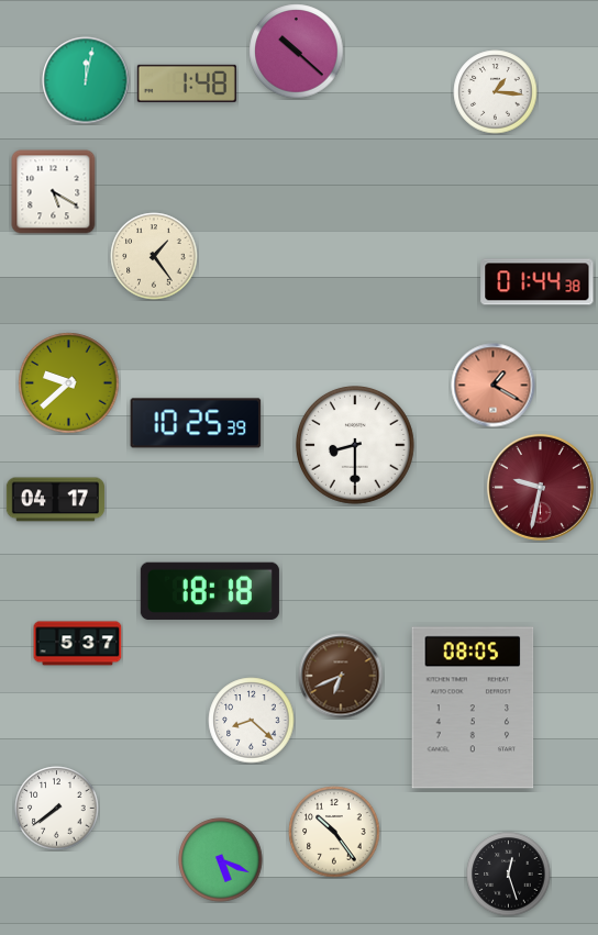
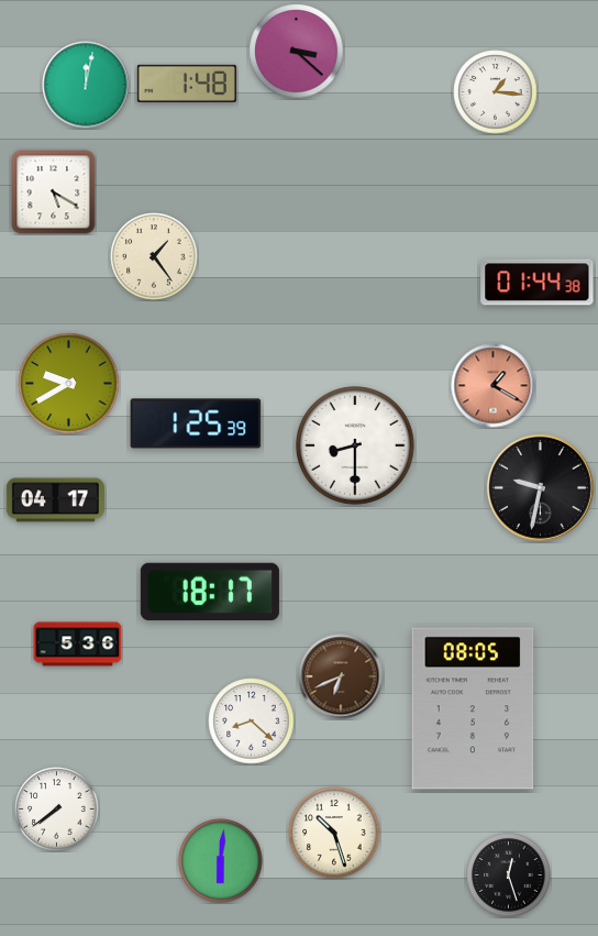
clock at (297, 52): 10:22 -> 3:22
clock at (86, 80) position: (86, 80) -> (86, 85)
clock at (69, 383): 9:38 -> 9:40
clock at (196, 423): 10:25 -> 1:25
clock at (540, 487) dial: burgundy -> black
clock at (210, 590): 18:18 -> 18:17
clock at (78, 644): 5:37 -> 5:36
clock at (334, 832): 10:24 -> 10:27
clock at (221, 860): 5:19 -> 6:01
